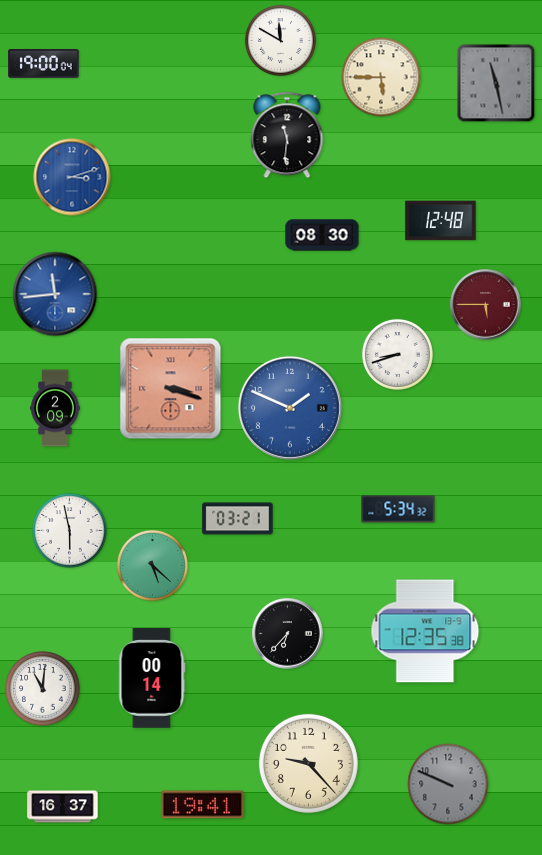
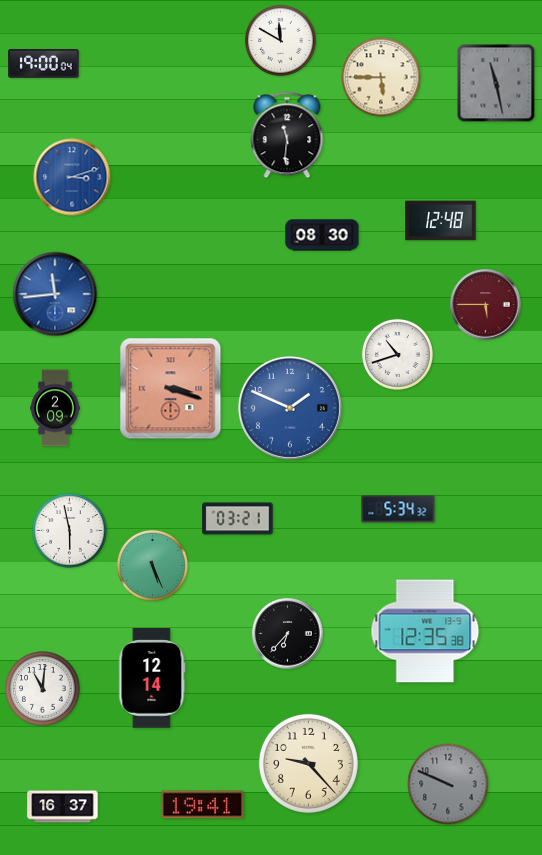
clock at (397, 354): 8:42 -> 10:42
clock at (152, 565): 5:22 -> 5:26
clock at (152, 678): 00:14 -> 12:14
